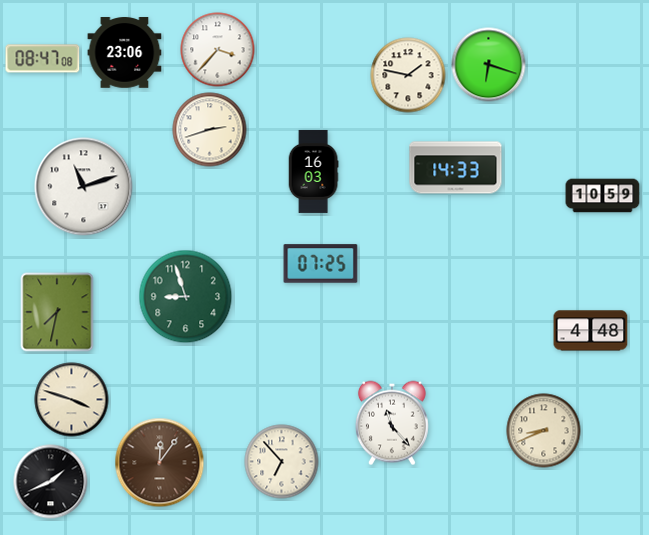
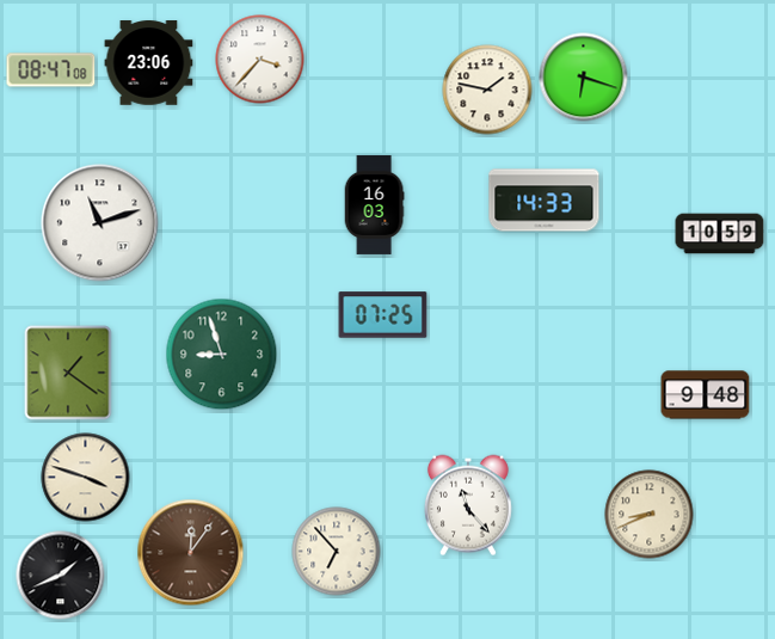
clock at (210, 130): 2:42 -> none
clock at (57, 312): 7:32 -> 1:21
clock at (591, 331): 4:48 -> 9:48
